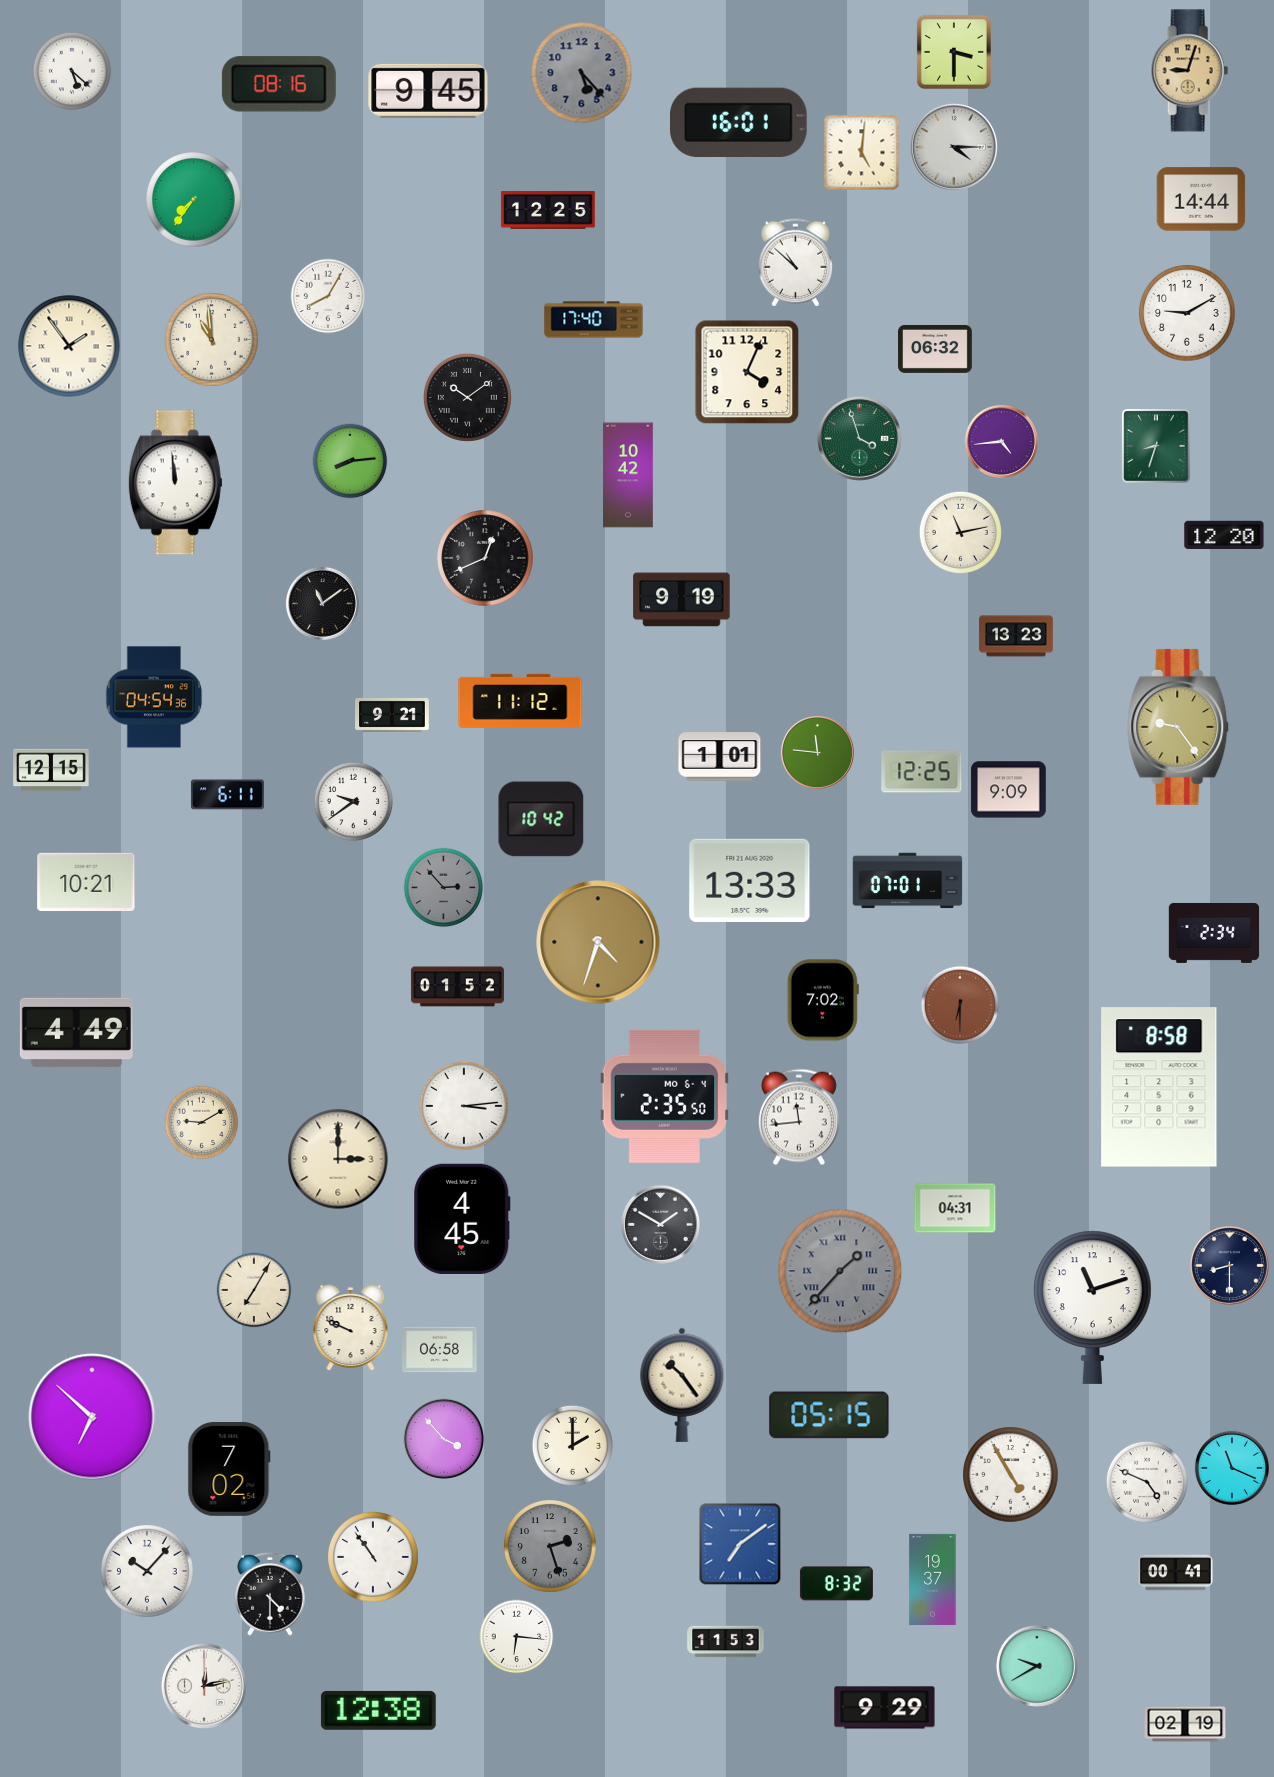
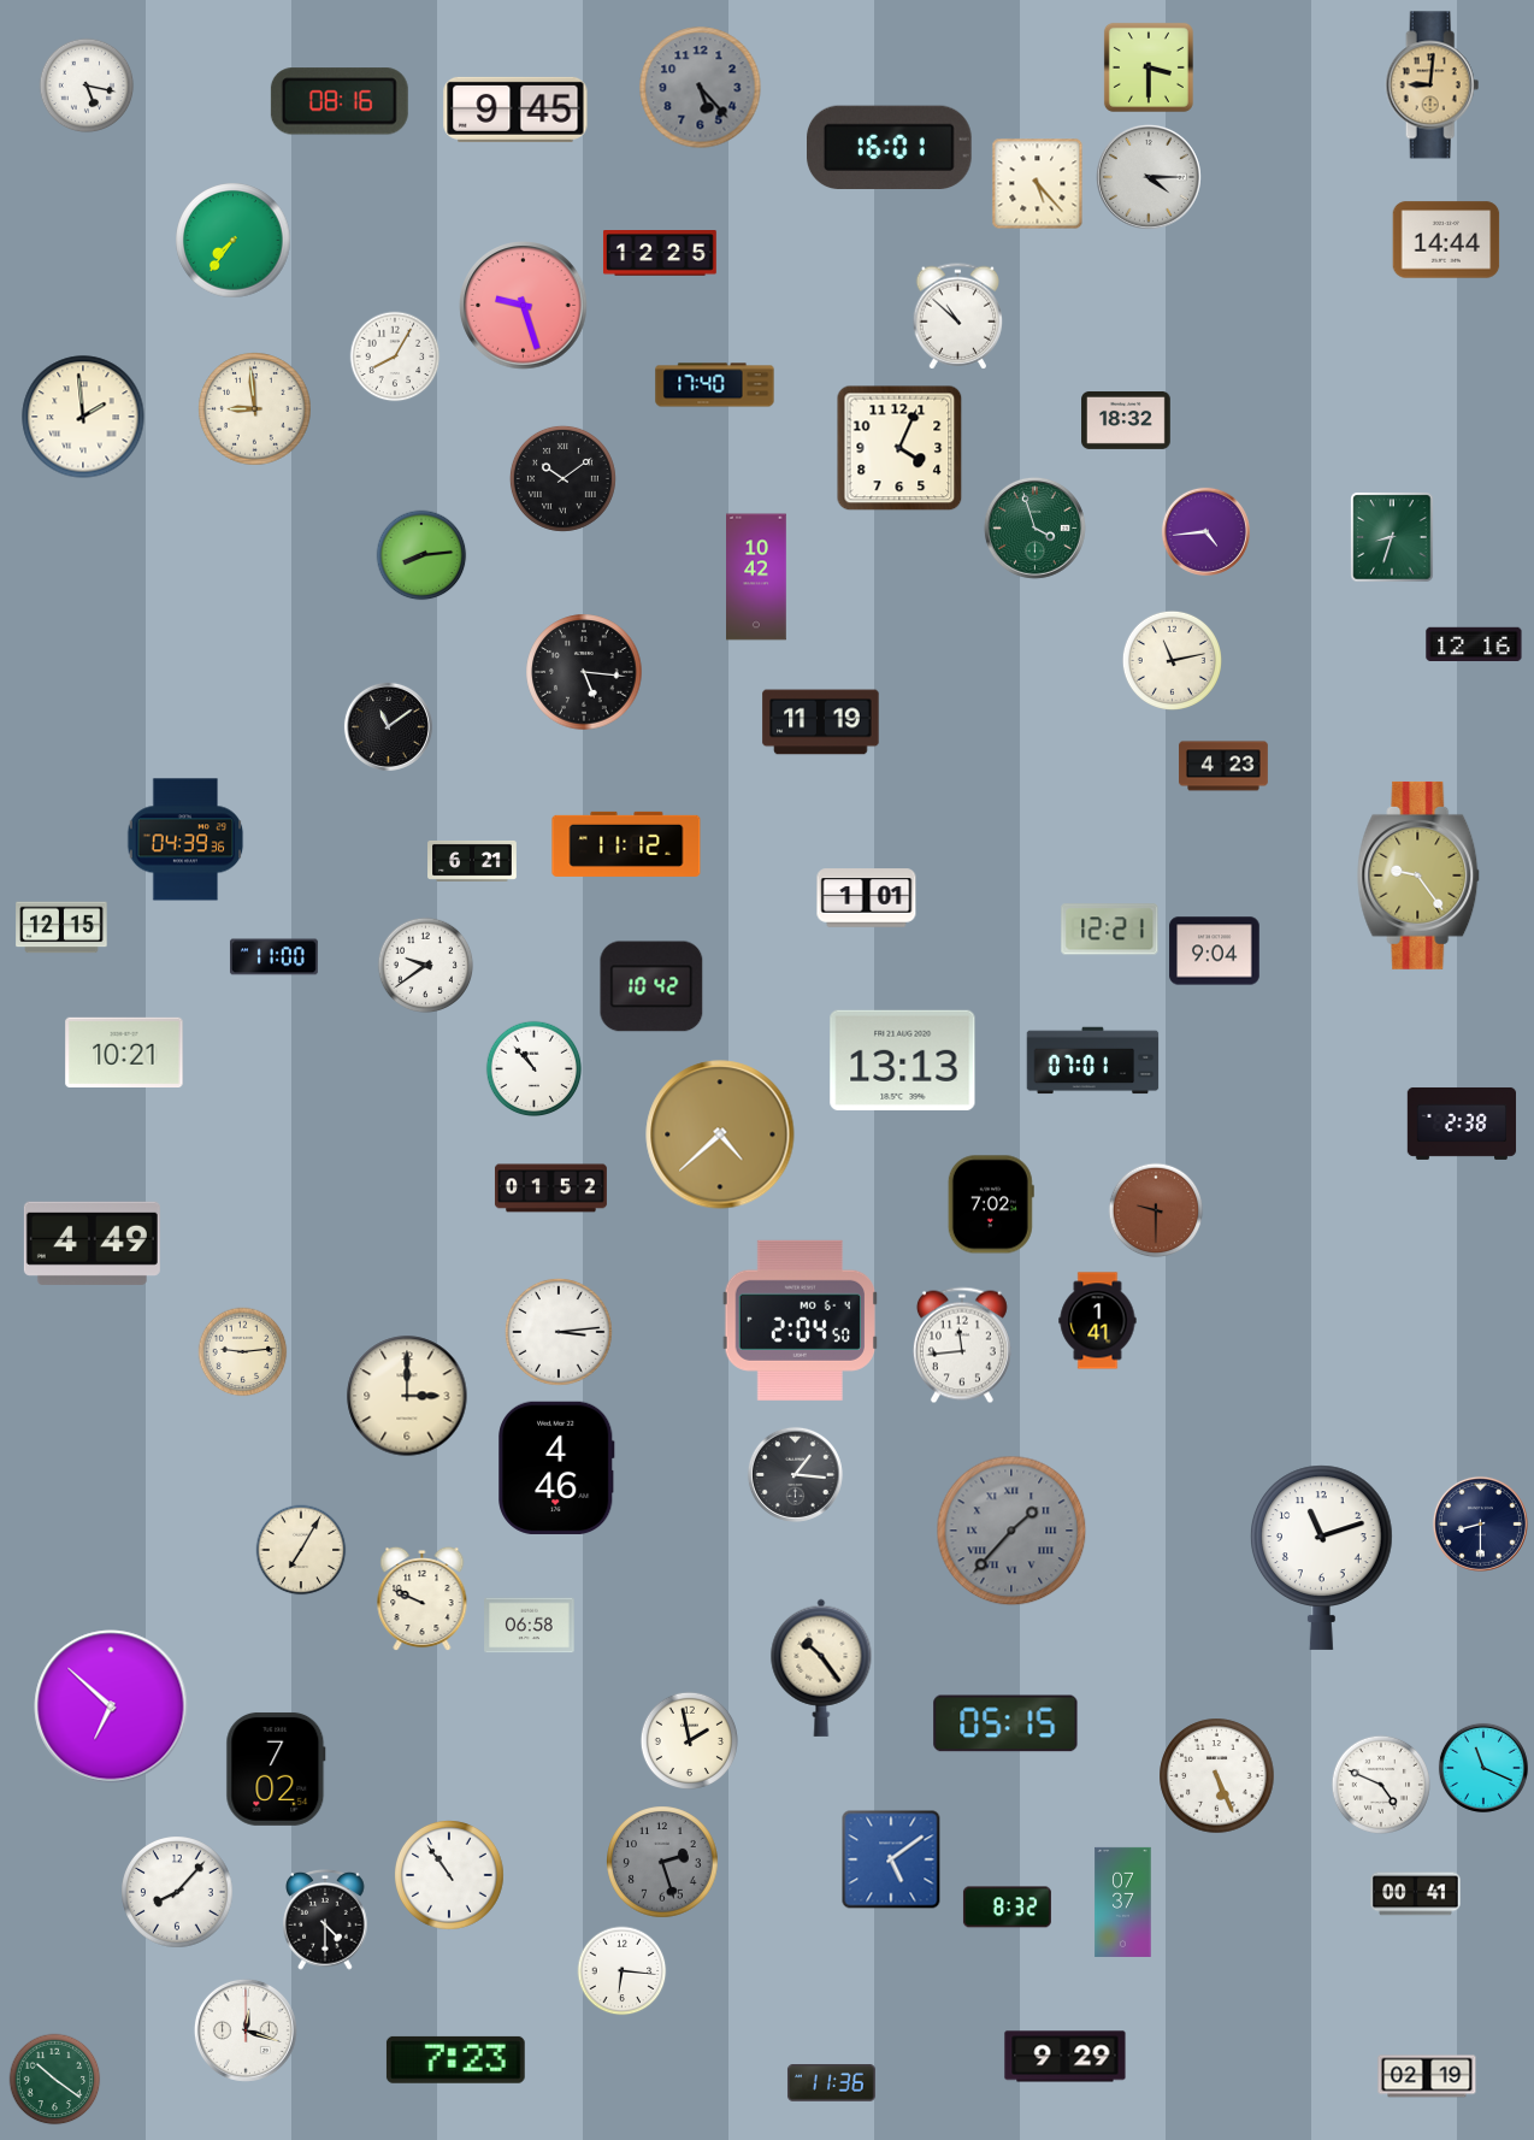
clock at (954, 52) position: (954, 52) -> (1149, 67)
clock at (72, 71): 5:22 -> 5:17
clock at (1190, 71): 9:03 -> 9:01
clock at (279, 84) position: (279, 84) -> (340, 101)
clock at (862, 153): 5:01 -> 5:23
clock at (524, 306): none -> 9:27
clock at (1187, 313): 9:10 -> none
clock at (212, 340): 10:59 -> 8:59
clock at (69, 346): 1:54 -> 1:59
clock at (935, 349): 06:32 -> 18:32
clock at (629, 475) position: (629, 475) -> (757, 577)
clock at (175, 483): 11:59 -> none
clock at (960, 532) position: (960, 532) -> (1172, 660)
clock at (1224, 535): 12:20 -> 12:16
clock at (485, 558): 12:41 -> 5:16
clock at (682, 600): 9:19 -> 11:19
clock at (1016, 636): 13:23 -> 4:23
clock at (154, 697): 04:54 -> 04:39
clock at (392, 715): 9:21 -> 6:21
clock at (817, 752): 11:46 -> none
clock at (720, 757) position: (720, 757) -> (867, 898)
clock at (922, 772): 12:25 -> 12:21
clock at (1009, 790): 9:09 -> 9:04
clock at (227, 795): 6:11 -> 11:00
clock at (750, 880): 13:33 -> 13:13
clock at (86, 881) position: (86, 881) -> (124, 1051)
clock at (444, 888): 2:53 -> 10:53
clock at (444, 888) dial: grey -> white
clock at (1214, 933): 2:34 -> 2:38
clock at (598, 942): 4:33 -> 4:38
clock at (960, 1005): 6:30 -> 9:30
clock at (1159, 1087): 8:58 -> none
clock at (664, 1096): 2:35 -> 2:04
clock at (1098, 1321): none -> 1:41
clock at (202, 1123): 9:10 -> 9:14
clock at (955, 1208): 04:31 -> none
clock at (462, 1218): 4:45 -> 4:46
clock at (660, 1224): 1:50 -> 1:16
clock at (254, 1290) position: (254, 1290) -> (301, 1550)
clock at (1093, 1307) position: (1093, 1307) -> (1322, 1557)
clock at (829, 1415) position: (829, 1415) -> (1005, 1723)
clock at (444, 1439): 3:53 -> none
clock at (572, 1445): 2:00 -> 1:58
clock at (1011, 1475): 4:55 -> 5:26
clock at (740, 1544): 7:09 -> 5:09
clock at (147, 1571): 10:07 -> 8:07
clock at (933, 1579): 19:37 -> 07:37
clock at (726, 1642): 11:53 -> none
clock at (1037, 1666): 9:40 -> none
clock at (204, 1686): 12:13 -> 12:18
clock at (378, 1710): 12:38 -> 7:23
clock at (55, 2080): none -> 10:21
clock at (831, 2083): none -> 11:36
